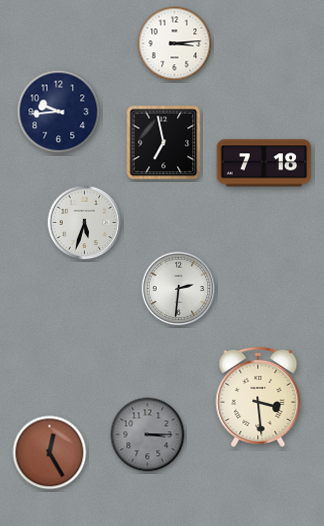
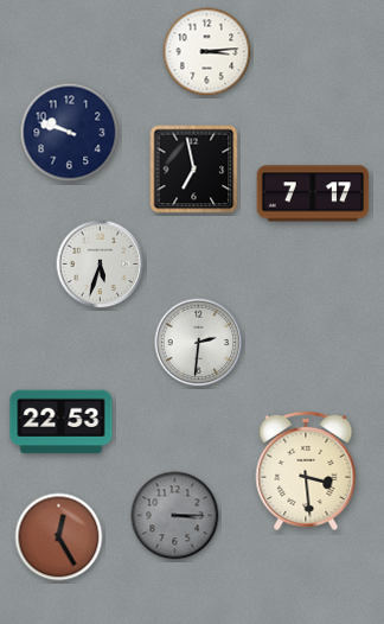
clock at (59, 112): 9:44 -> 9:48
clock at (264, 163): 7:18 -> 7:17
clock at (179, 289) position: (179, 289) -> (199, 343)
clock at (62, 422): none -> 22:53
